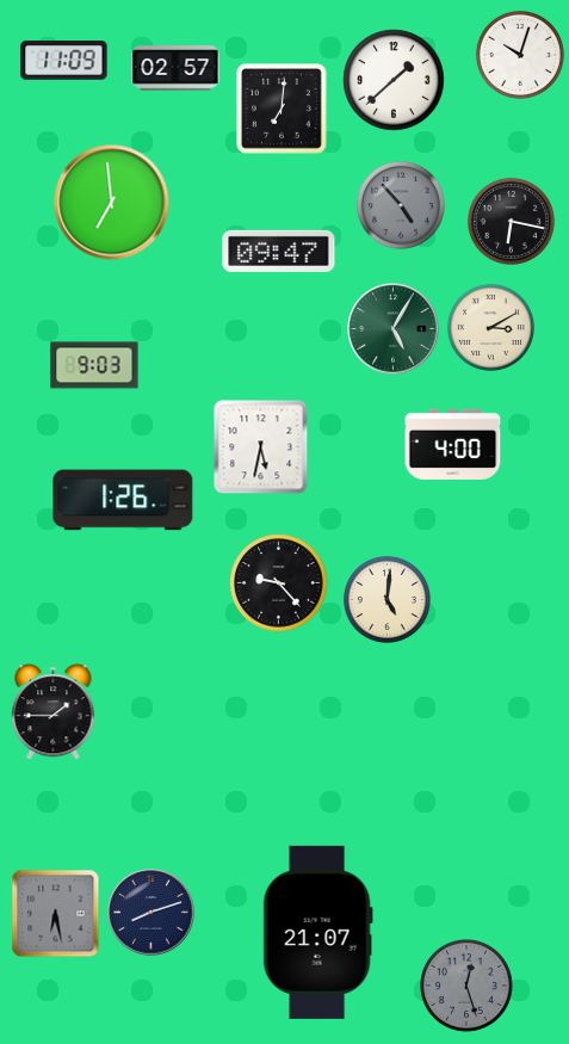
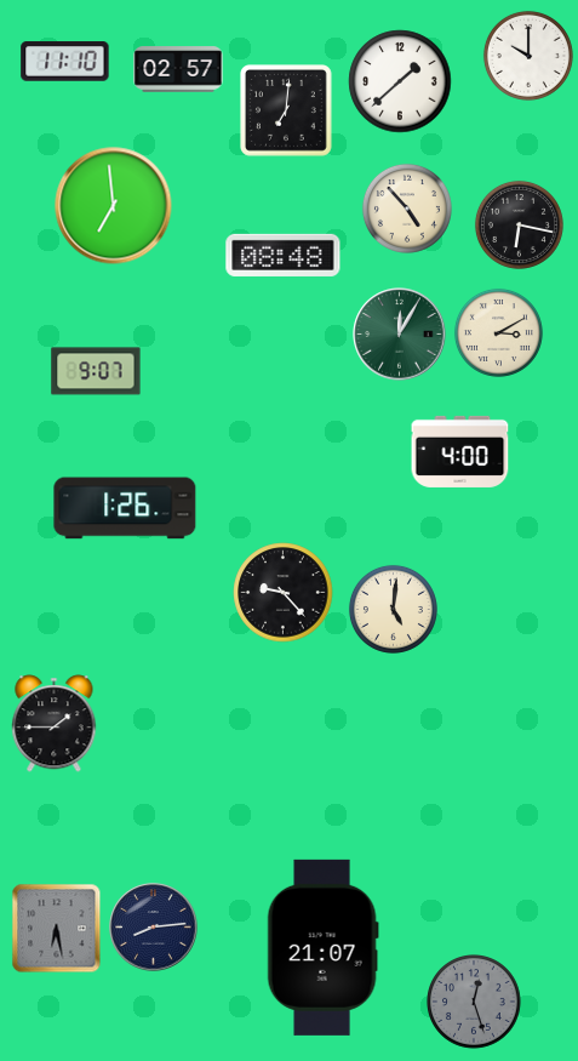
clock at (520, 55): 10:03 -> 10:00
clock at (64, 61): 11:09 -> 11:10
clock at (401, 205) dial: grey -> cream
clock at (279, 251): 09:47 -> 08:48
clock at (394, 329): 5:05 -> 12:05
clock at (94, 365): 9:03 -> 9:07
clock at (261, 447): 5:32 -> none
clock at (151, 913): 8:12 -> 8:14
